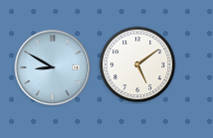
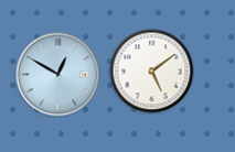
clock at (53, 68): 8:50 -> 12:50
